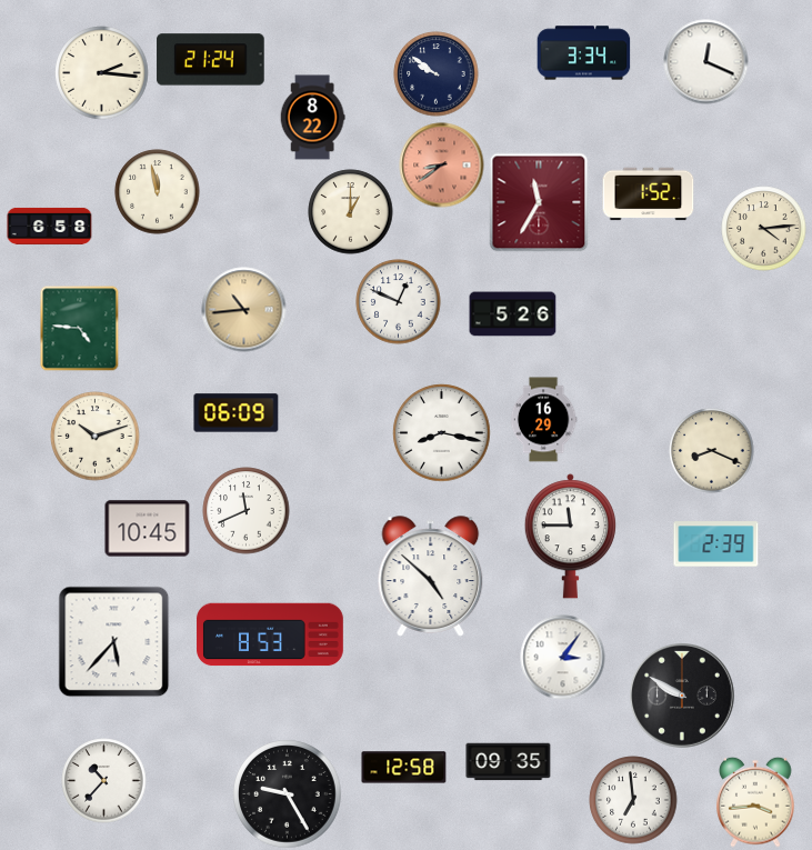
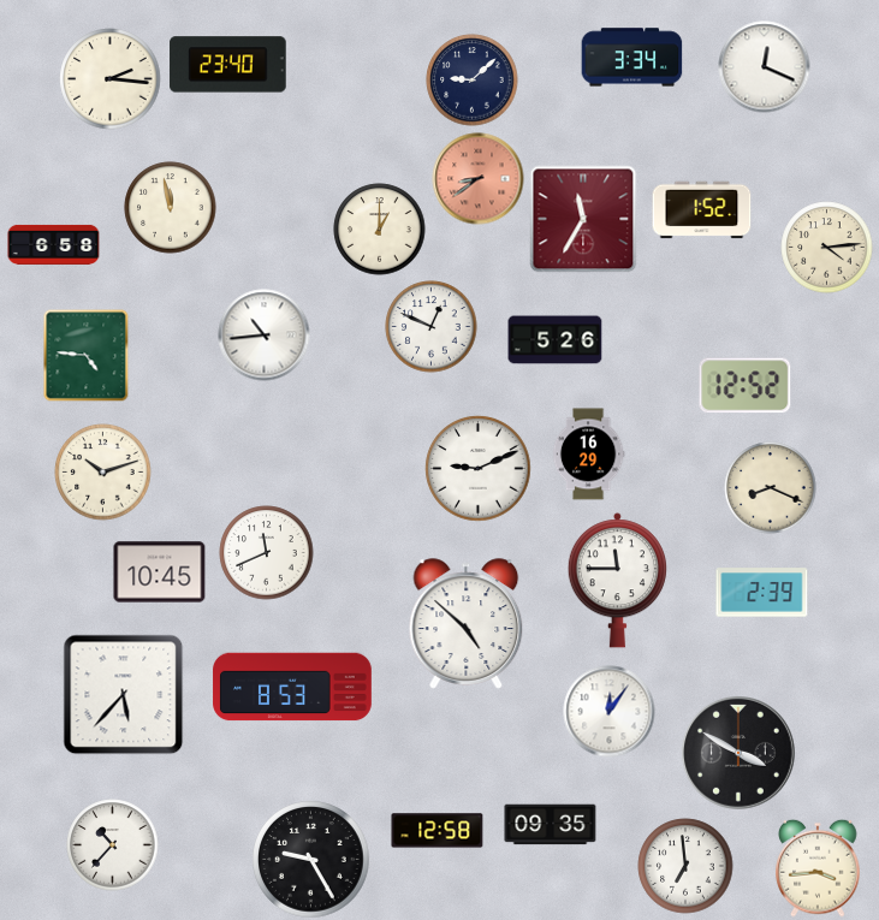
clock at (211, 60): 21:24 -> 23:40
clock at (437, 74): 9:51 -> 9:08
clock at (312, 118): 8:22 -> none
clock at (244, 310) dial: champagne -> white
clock at (746, 386): none -> 12:52
clock at (237, 413): 06:09 -> none
clock at (442, 433): 8:17 -> 9:11
clock at (716, 544) position: (716, 544) -> (762, 593)
clock at (563, 658): 3:06 -> 12:06
clock at (683, 697): 9:50 -> 3:50
